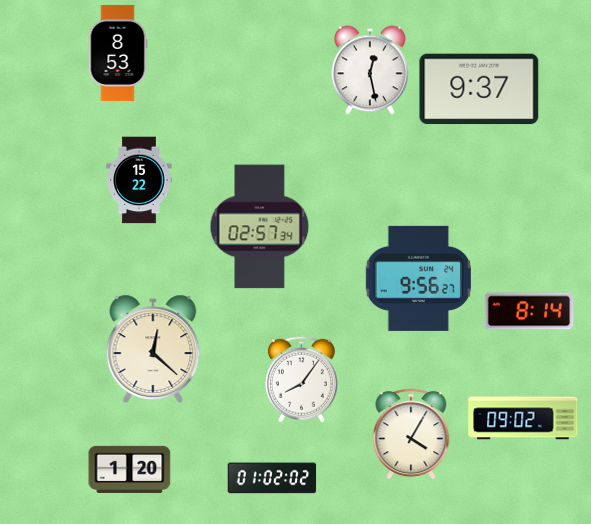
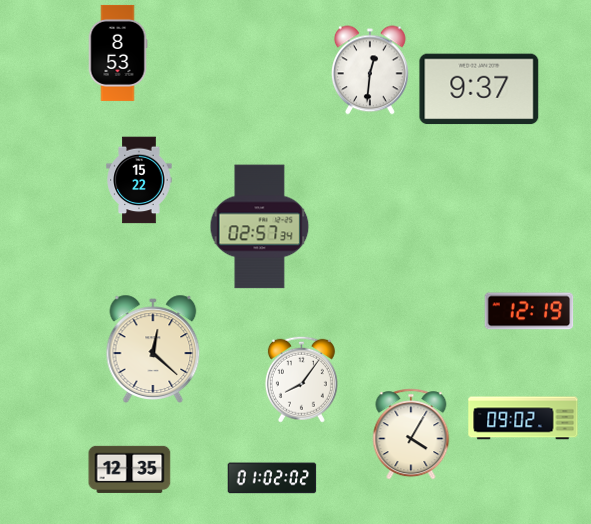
clock at (370, 70): 12:28 -> 12:31
clock at (418, 278): 9:56 -> none
clock at (529, 311): 8:14 -> 12:19
clock at (130, 469): 1:20 -> 12:35
